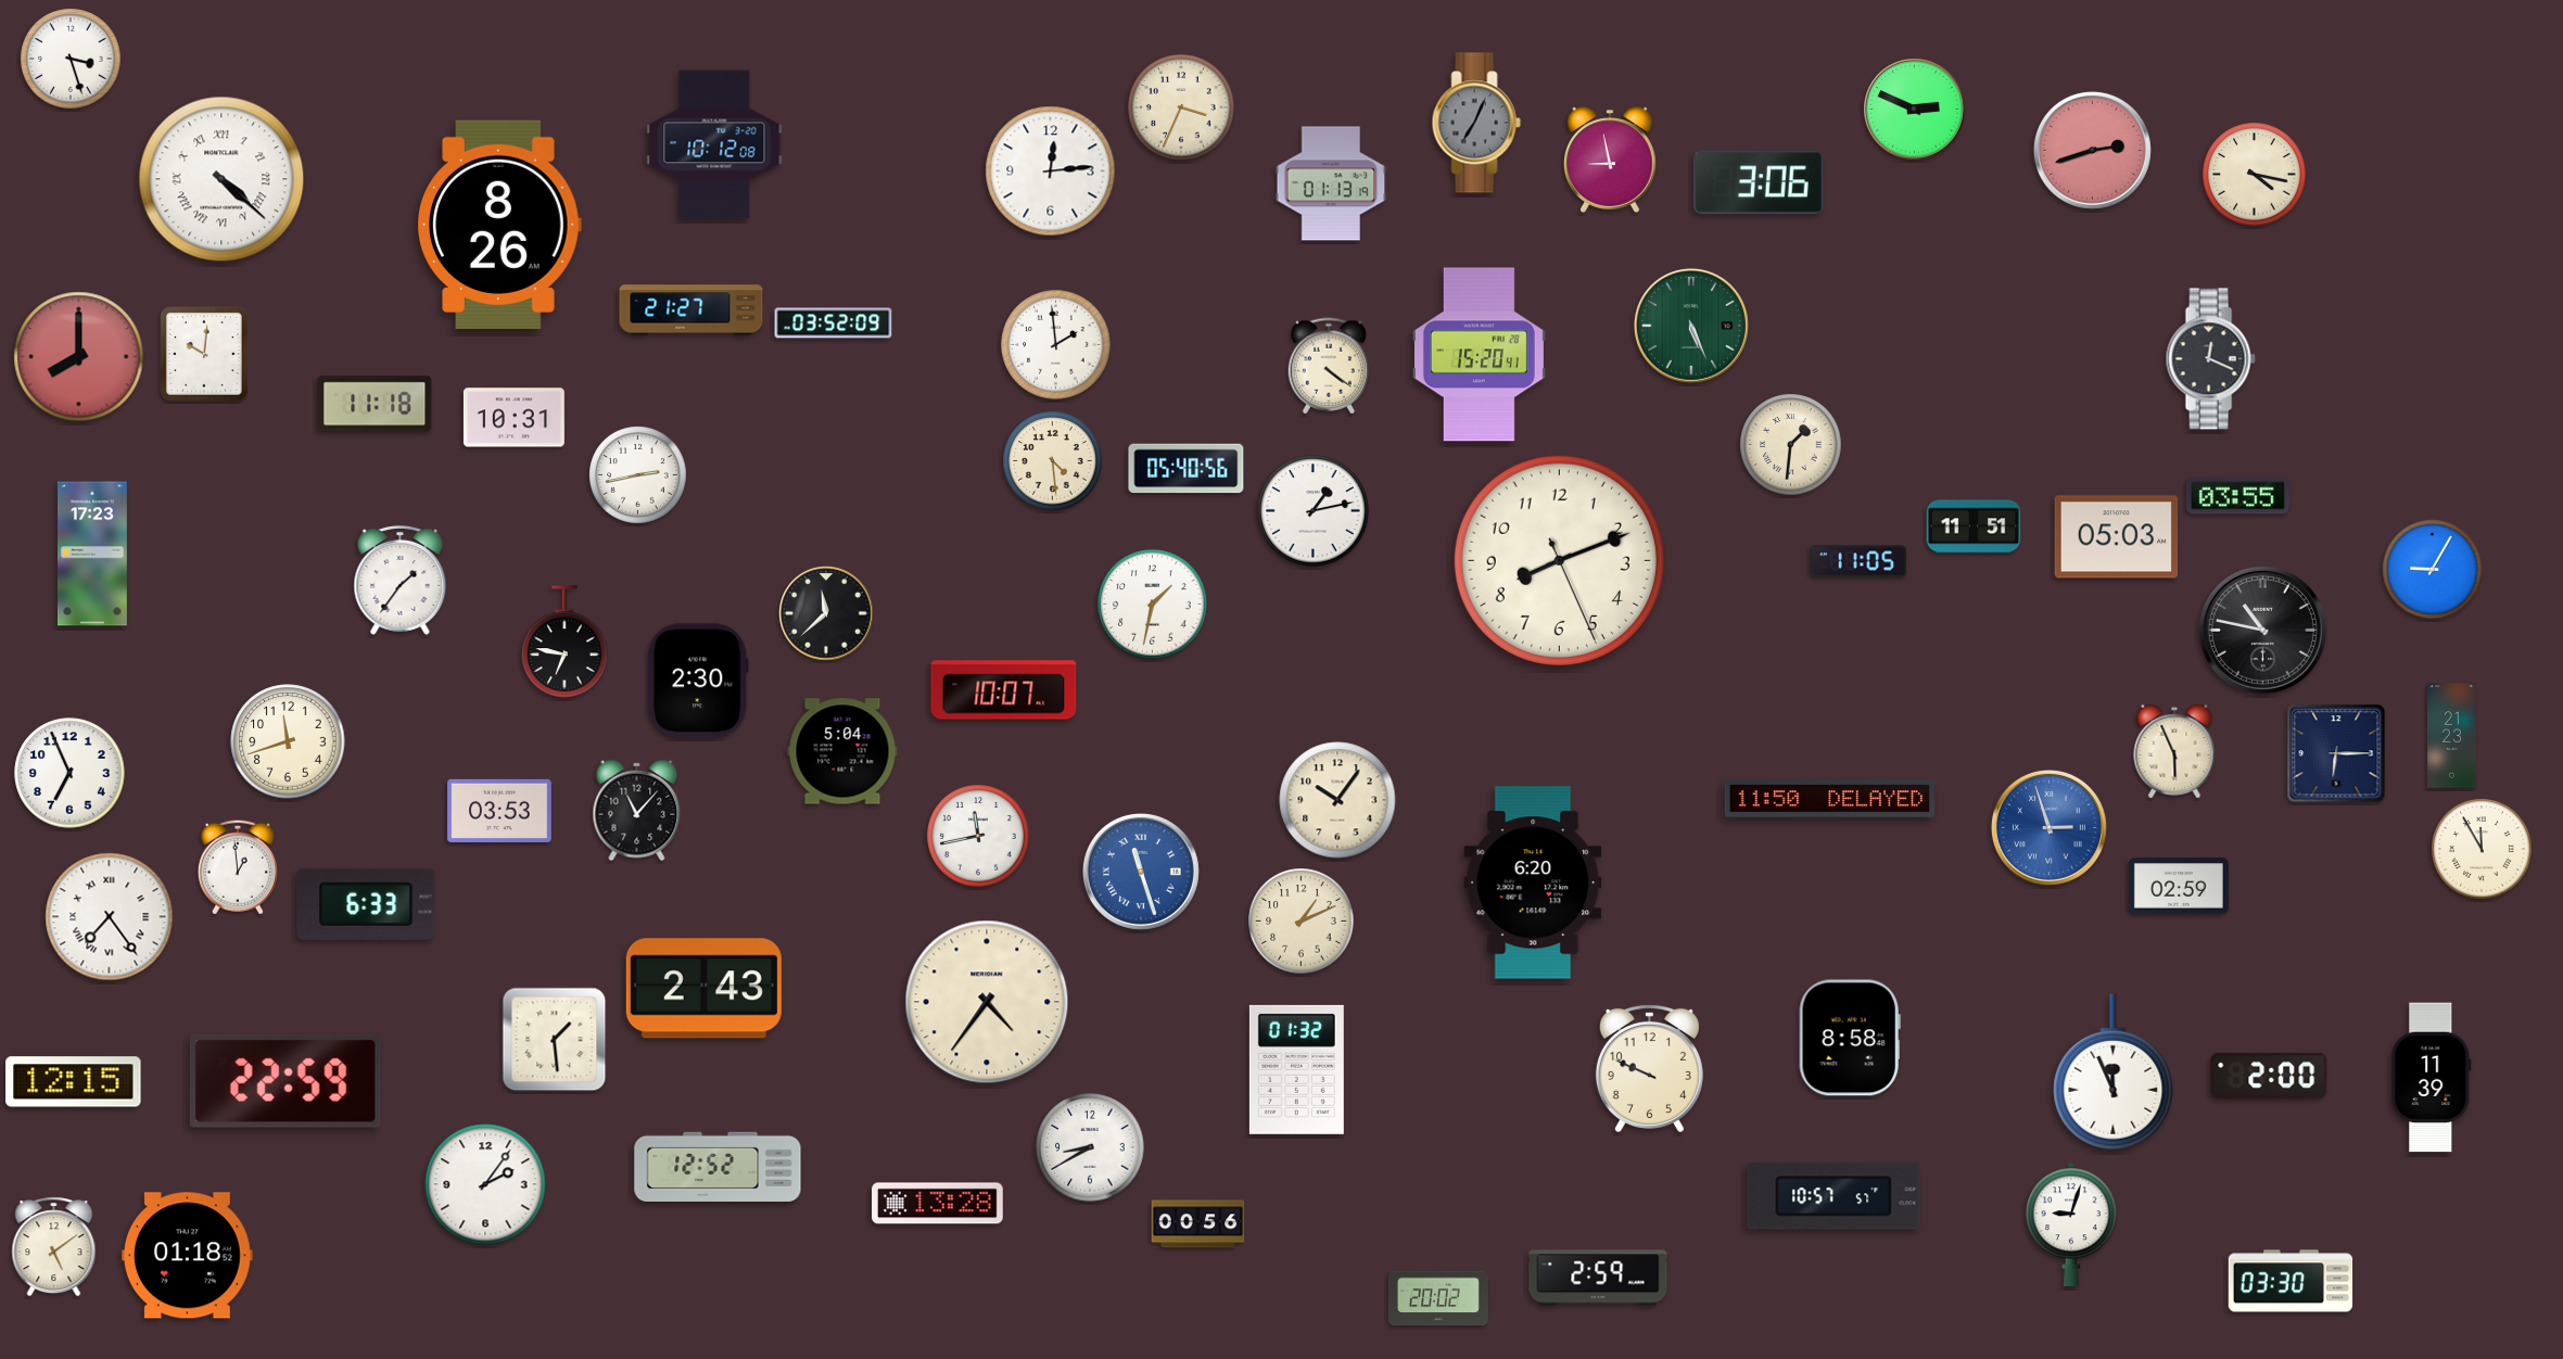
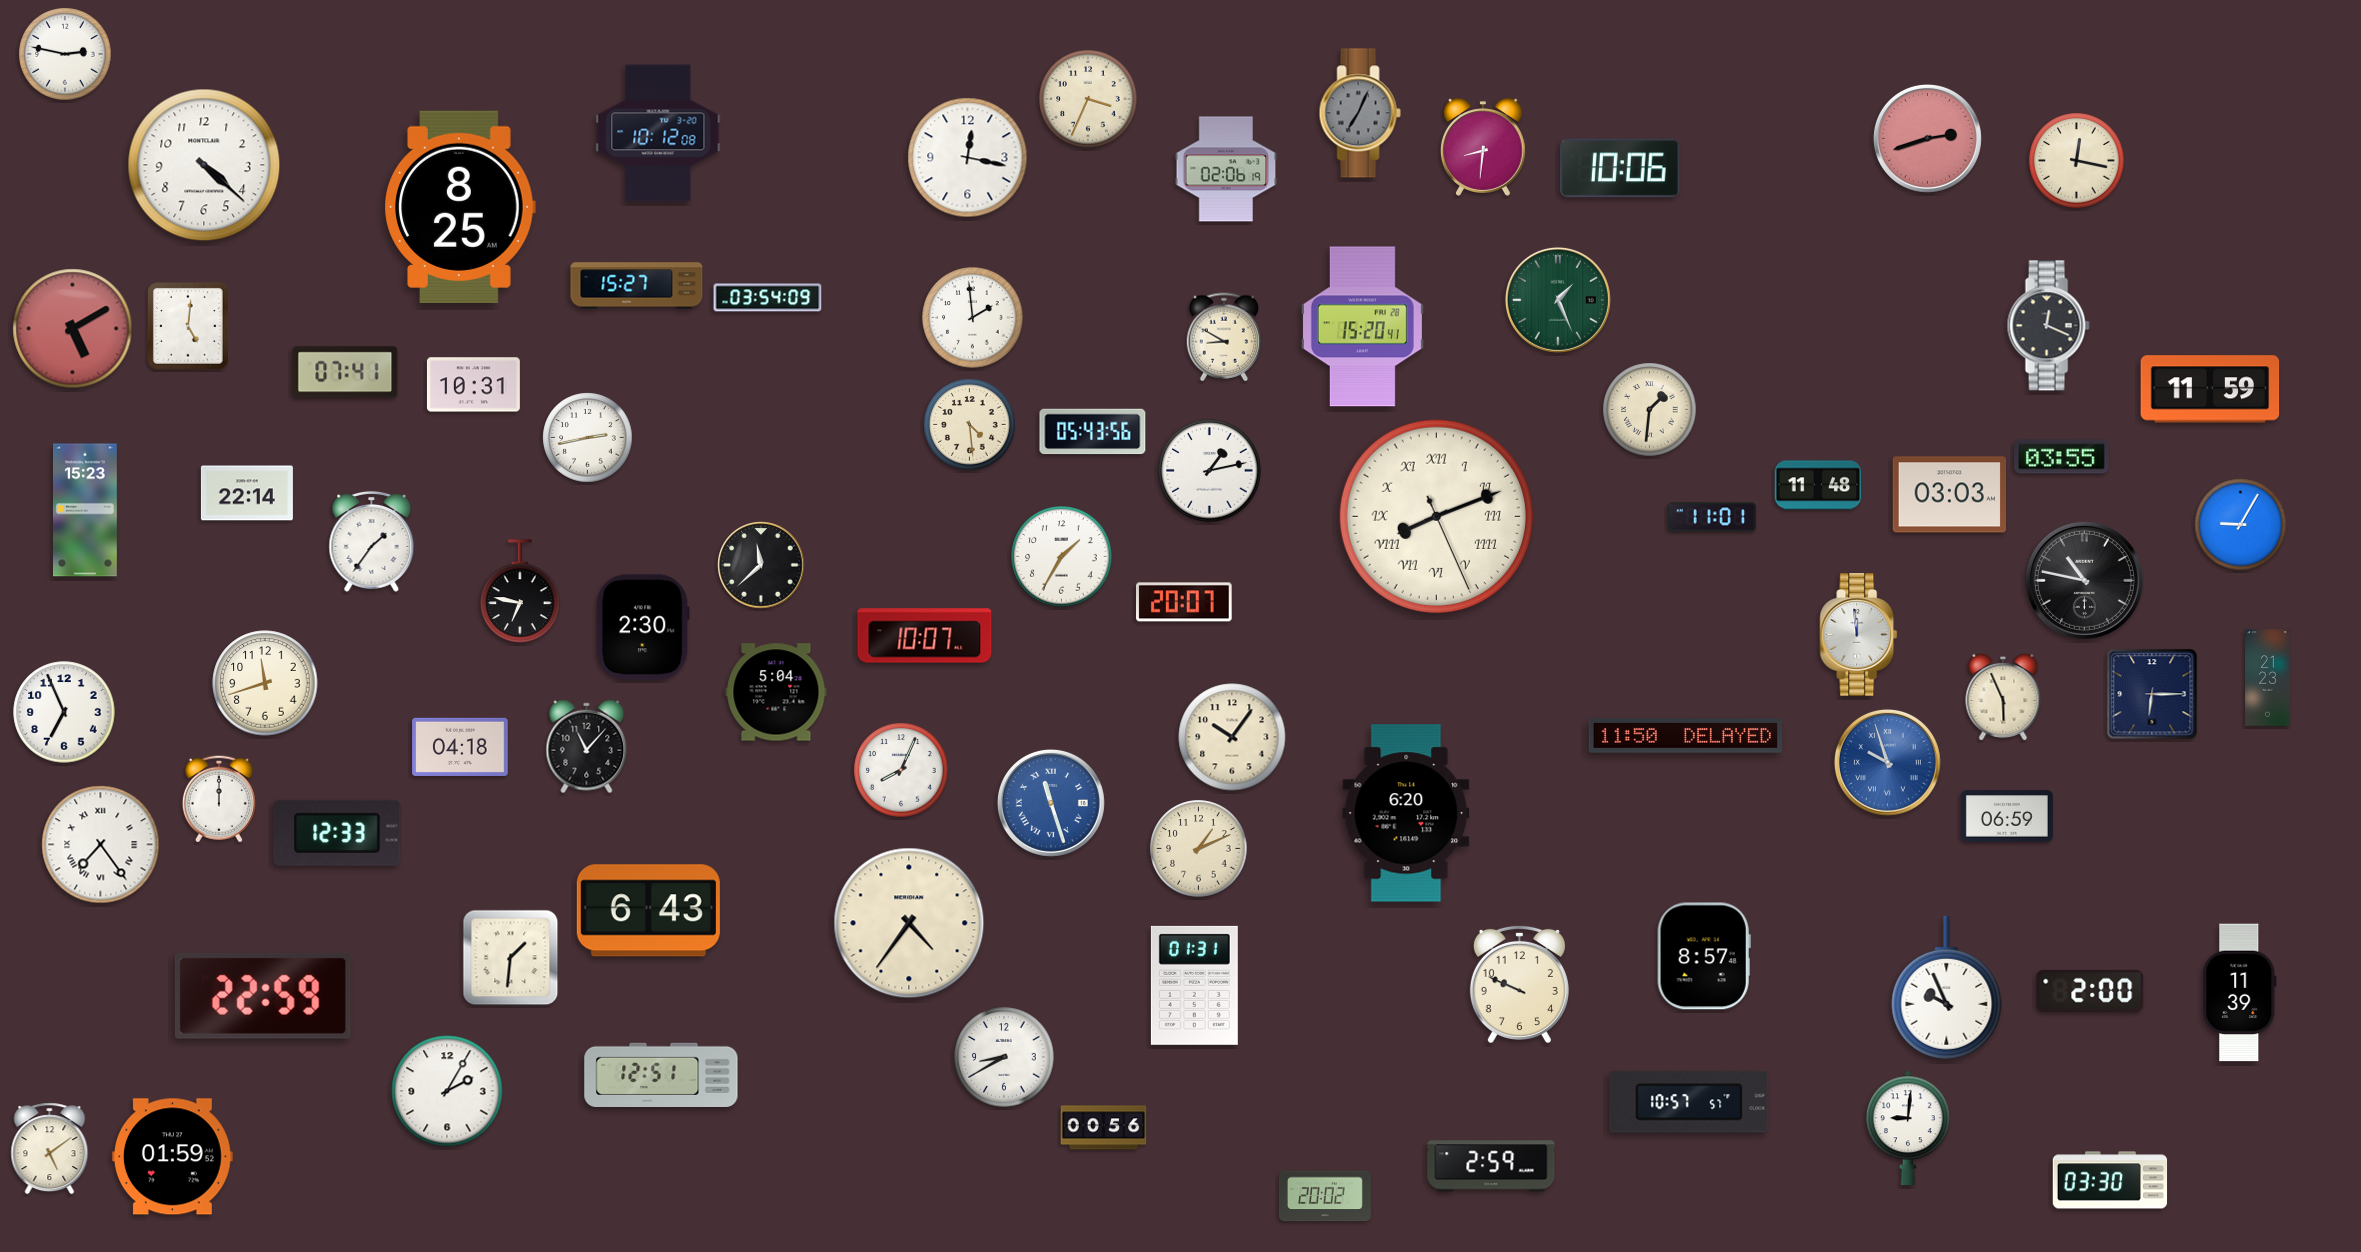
clock at (71, 59): 3:27 -> 2:47
clock at (1915, 110): 2:49 -> none
clock at (1610, 160): 8:58 -> 8:31
clock at (1051, 172): 12:14 -> 12:17
clock at (2255, 175): 4:17 -> 12:17
clock at (221, 179) numerals: Roman -> Arabic
clock at (1759, 182): 3:06 -> 10:06
clock at (1331, 183): 01:13 -> 02:06
clock at (499, 225): 8:26 -> 8:25
clock at (691, 310): 21:27 -> 15:27
clock at (834, 323): 03:52 -> 03:54
clock at (1691, 326): 5:26 -> 1:26
clock at (204, 354): 10:01 -> 5:01
clock at (79, 357): 8:00 -> 5:10
clock at (2210, 359) position: (2210, 359) -> (2048, 326)
clock at (1329, 366): 4:21 -> 8:50
clock at (375, 404): 11:18 -> 07:41
clock at (2210, 389): none -> 11:59
clock at (1187, 469): 05:40 -> 05:43
clock at (1974, 526): 11:51 -> 11:48
clock at (247, 493): none -> 22:14
clock at (2117, 537): 05:03 -> 03:03
clock at (92, 554): 17:23 -> 15:23
clock at (1559, 560) numerals: Arabic -> Roman
clock at (1858, 561): 11:05 -> 11:01
clock at (401, 580) position: (401, 580) -> (372, 541)
clock at (1153, 605): 1:32 -> 1:35
clock at (1184, 602): none -> 20:07
clock at (1859, 635): none -> 11:59
clock at (2452, 736) position: (2452, 736) -> (2268, 678)
clock at (2174, 751) position: (2174, 751) -> (2003, 697)
clock at (499, 811): 03:53 -> 04:18
clock at (2048, 827): 2:57 -> 9:57
clock at (978, 836): 11:43 -> 8:04
clock at (2482, 849): 11:55 -> none
clock at (238, 867): 12:59 -> 12:00
clock at (1533, 882) position: (1533, 882) -> (1406, 813)
clock at (2179, 886): 02:59 -> 06:59
clock at (366, 904): 6:33 -> 12:33
clock at (703, 989): 2:43 -> 6:43
clock at (1850, 1038): 8:58 -> 8:57
clock at (555, 1040): 1:29 -> 1:31
clock at (1296, 1069): 01:32 -> 01:31
clock at (2114, 1072): 11:56 -> 9:56
clock at (74, 1082): 12:15 -> none
clock at (718, 1166): 12:52 -> 12:51
clock at (485, 1184): 2:06 -> 2:05
clock at (938, 1204): 13:28 -> none
clock at (2071, 1224): 9:03 -> 9:01
clock at (187, 1256): 01:18 -> 01:59
clock at (1598, 1278) position: (1598, 1278) -> (1491, 1166)
